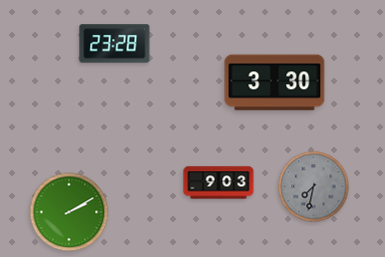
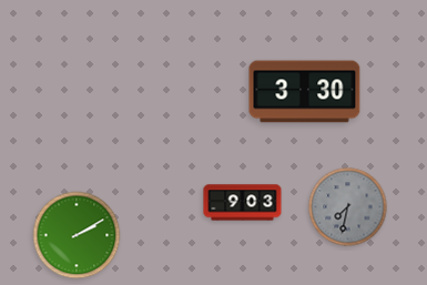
clock at (115, 44): 23:28 -> none
